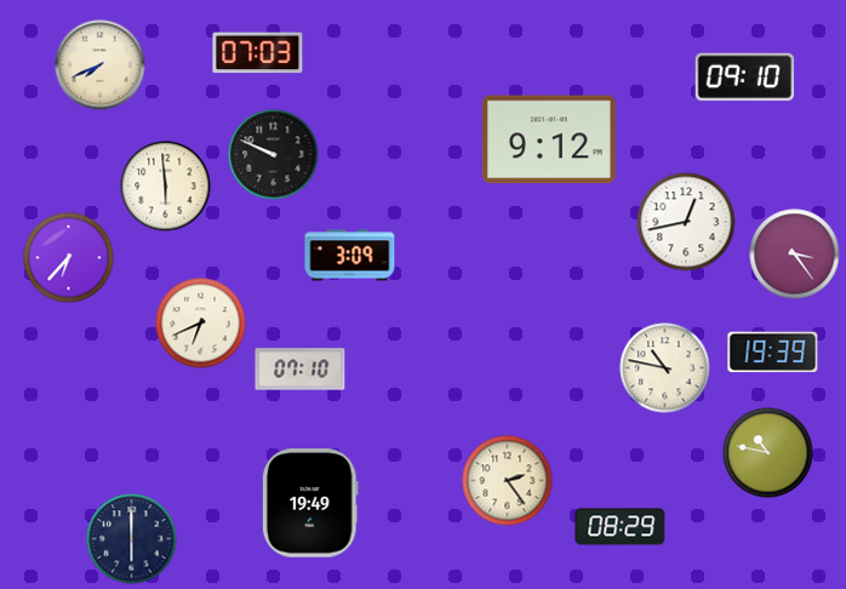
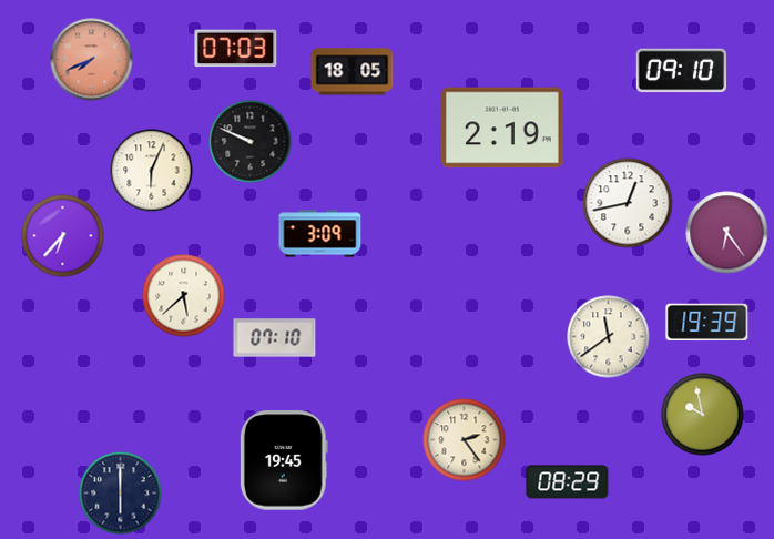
clock at (101, 65) dial: cream -> salmon
clock at (353, 72): none -> 18:05
clock at (549, 139): 9:12 -> 2:19
clock at (166, 187): 5:59 -> 6:04
clock at (795, 255): 3:24 -> 6:24
clock at (201, 324): 6:41 -> 5:38
clock at (665, 368): 10:47 -> 11:39
clock at (768, 453): 10:47 -> 9:58
clock at (310, 503): 19:49 -> 19:45
